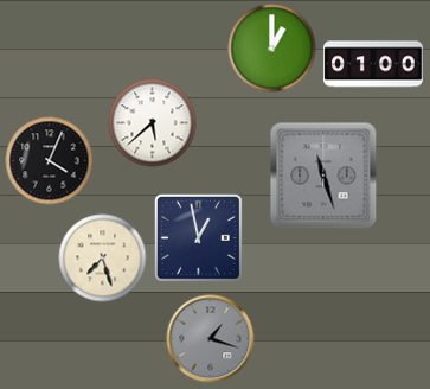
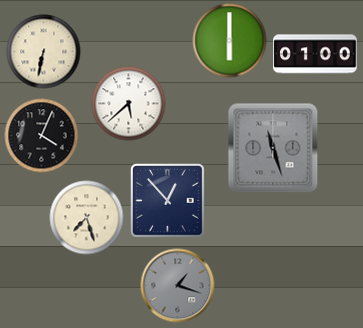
clock at (272, 49): 1:00 -> 6:00
clock at (44, 52): none -> 6:32
clock at (199, 238): 12:58 -> 12:53
